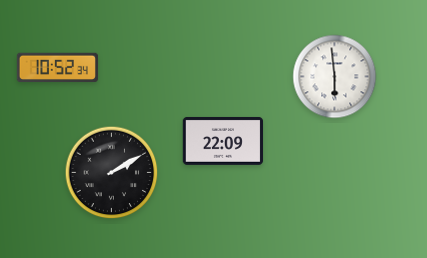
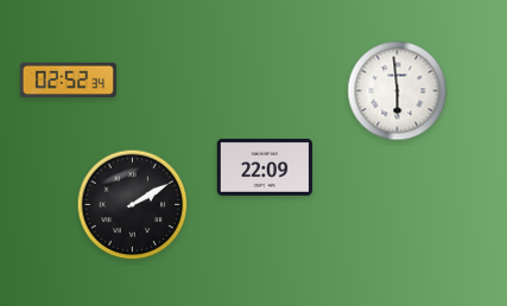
clock at (57, 68): 10:52 -> 02:52
